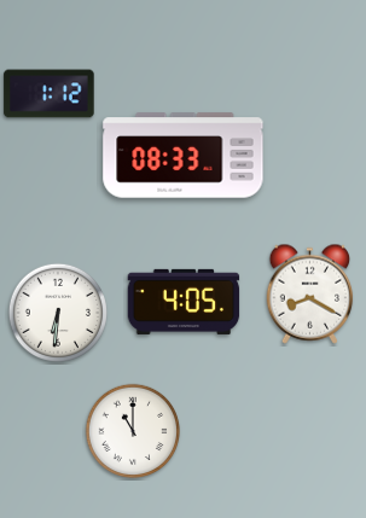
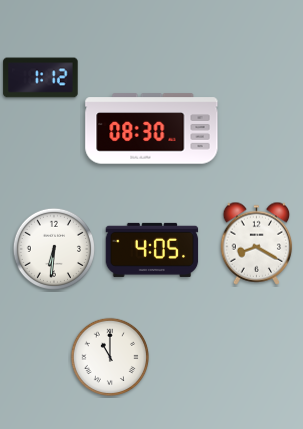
clock at (184, 156): 08:33 -> 08:30
clock at (57, 312) position: (57, 312) -> (53, 248)
